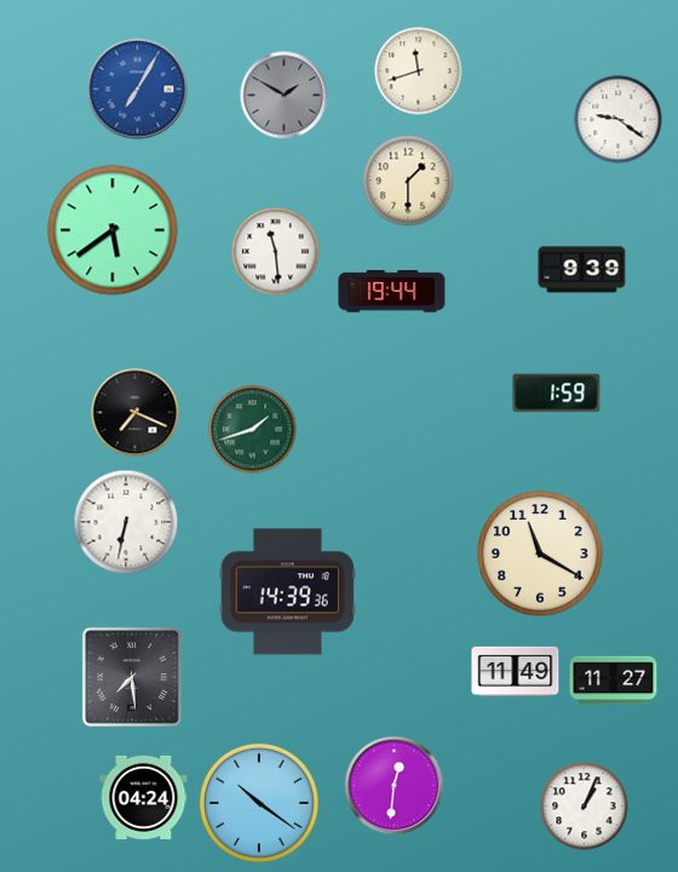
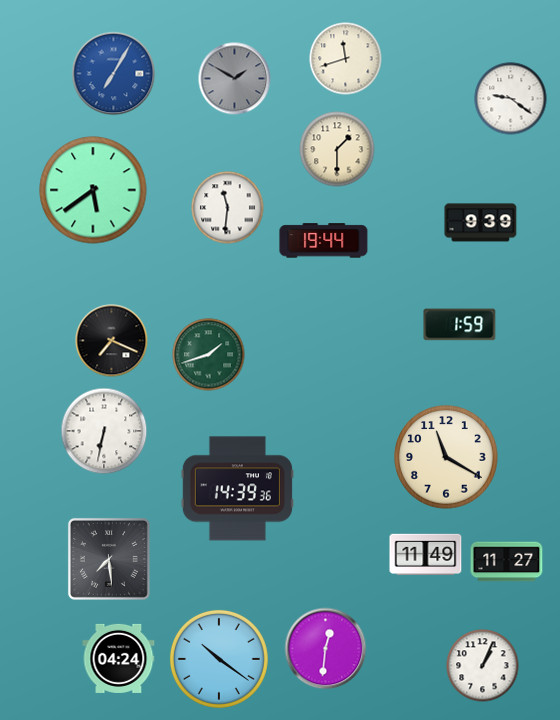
clock at (276, 252): 11:29 -> 11:31
clock at (259, 803) position: (259, 803) -> (219, 659)
